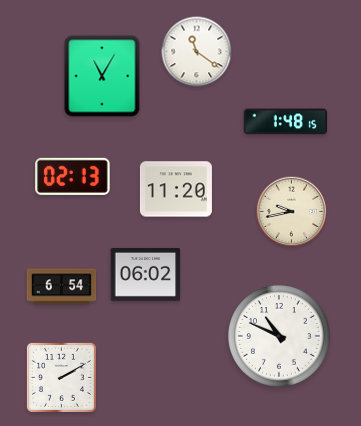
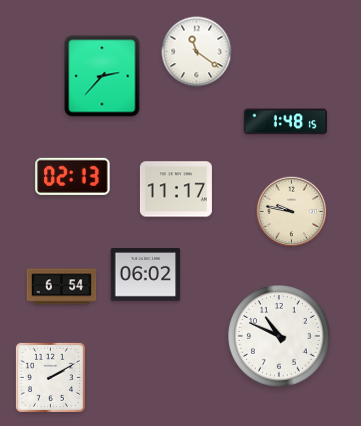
clock at (102, 76): 11:05 -> 2:37
clock at (176, 189): 11:20 -> 11:17
clock at (292, 212): 9:43 -> 9:47
clock at (61, 377) position: (61, 377) -> (50, 377)
